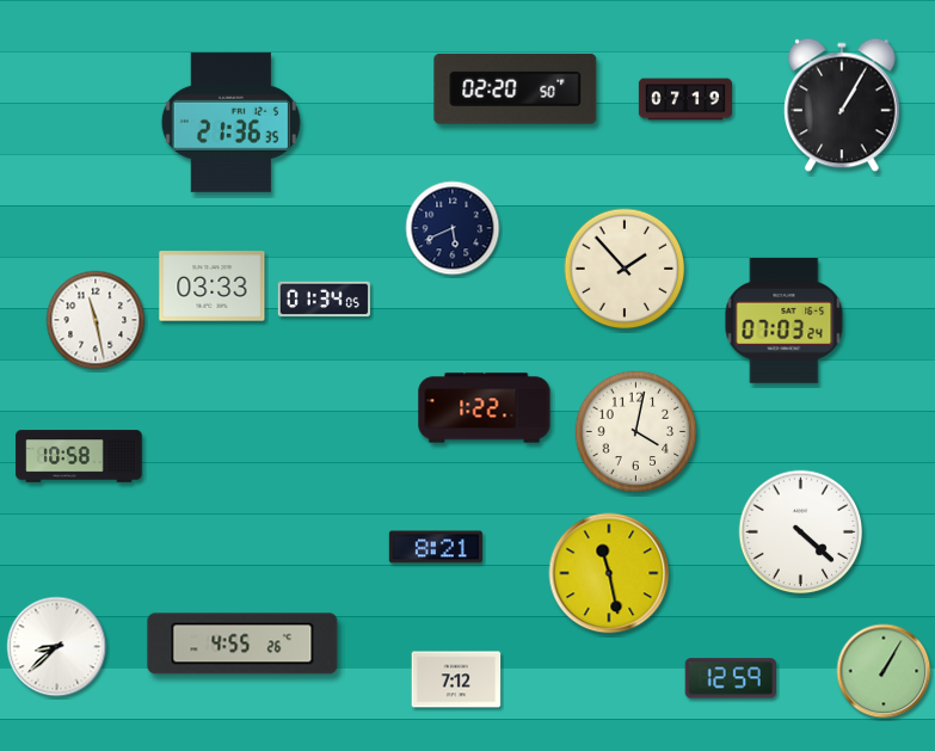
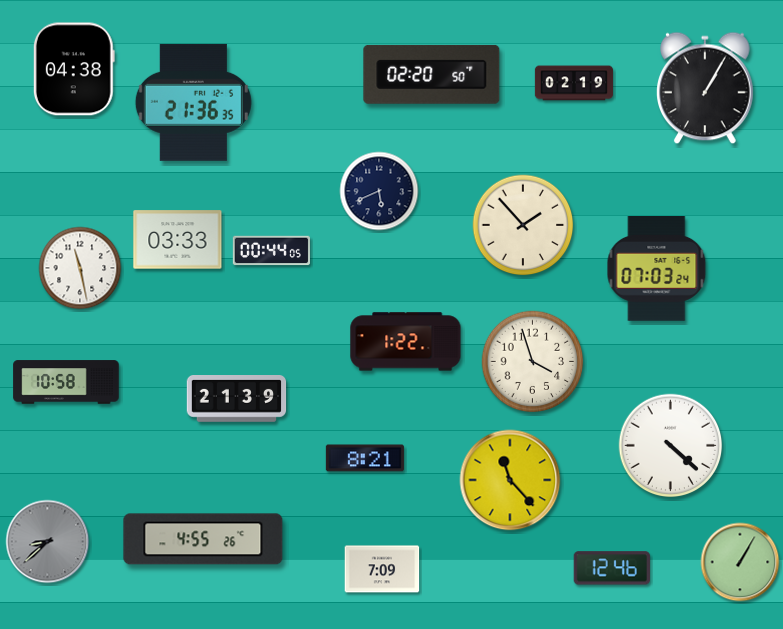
clock at (74, 69): none -> 04:38
clock at (685, 99): 07:19 -> 02:19
clock at (324, 300): 01:34 -> 00:44
clock at (636, 432): 4:02 -> 3:57
clock at (237, 399): none -> 21:39
clock at (609, 573): 11:28 -> 11:23
clock at (57, 647) dial: white -> grey
clock at (730, 678): 12:59 -> 12:46
clock at (456, 679): 7:12 -> 7:09
